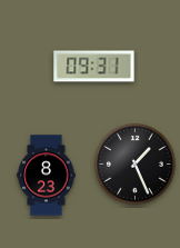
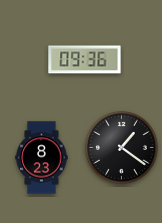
clock at (94, 67): 09:31 -> 09:36
clock at (134, 163): 1:26 -> 1:21
